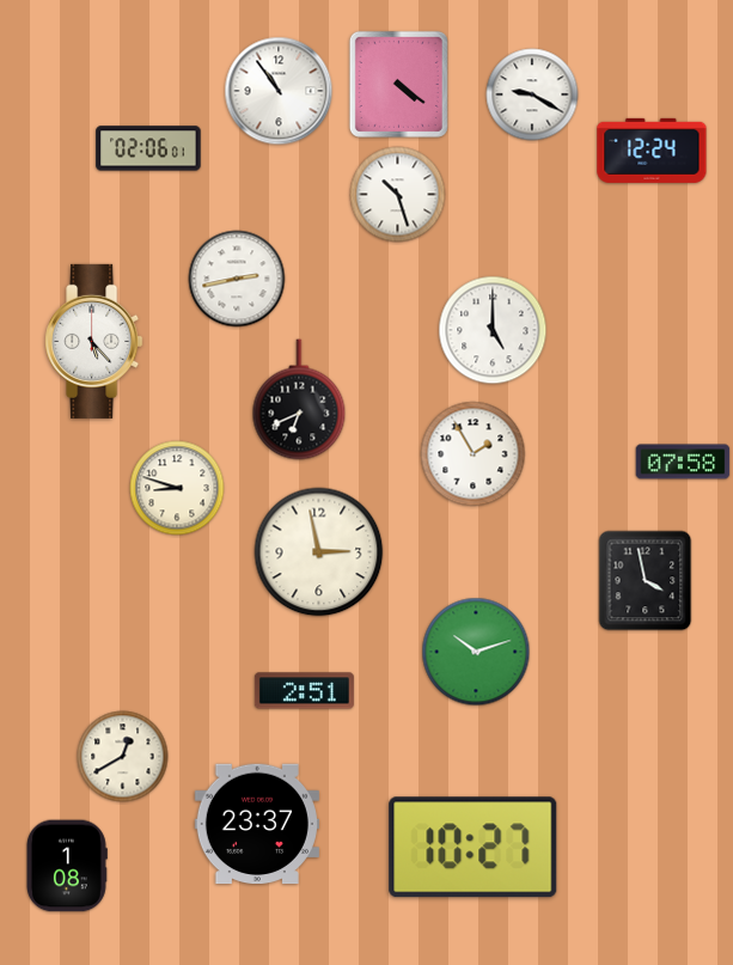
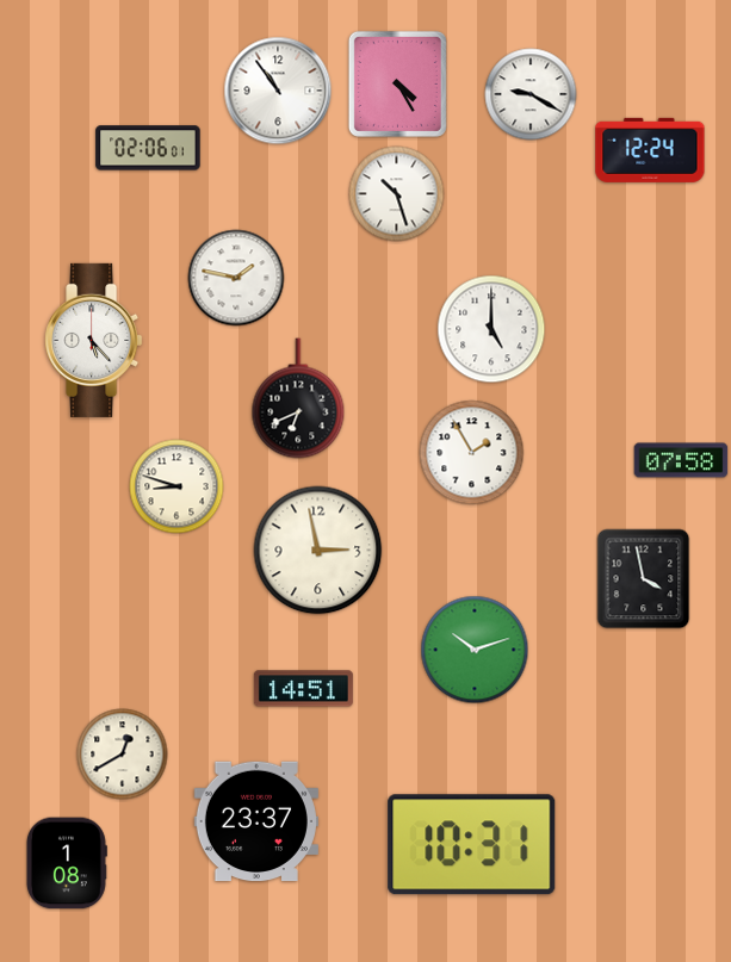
clock at (398, 84): 4:21 -> 4:25
clock at (237, 279): 2:43 -> 1:47
clock at (304, 691): 2:51 -> 14:51
clock at (474, 848): 10:27 -> 10:31
